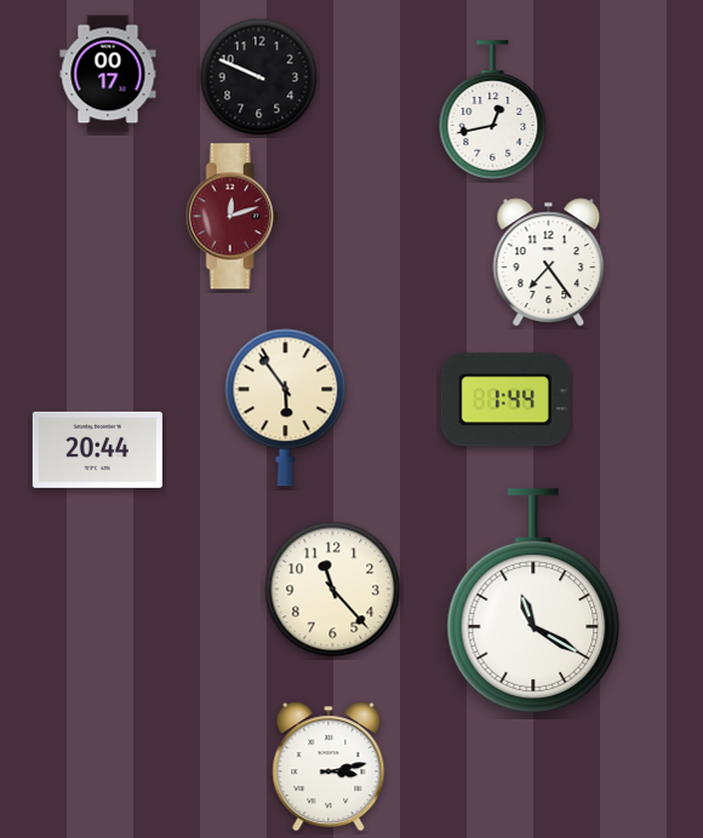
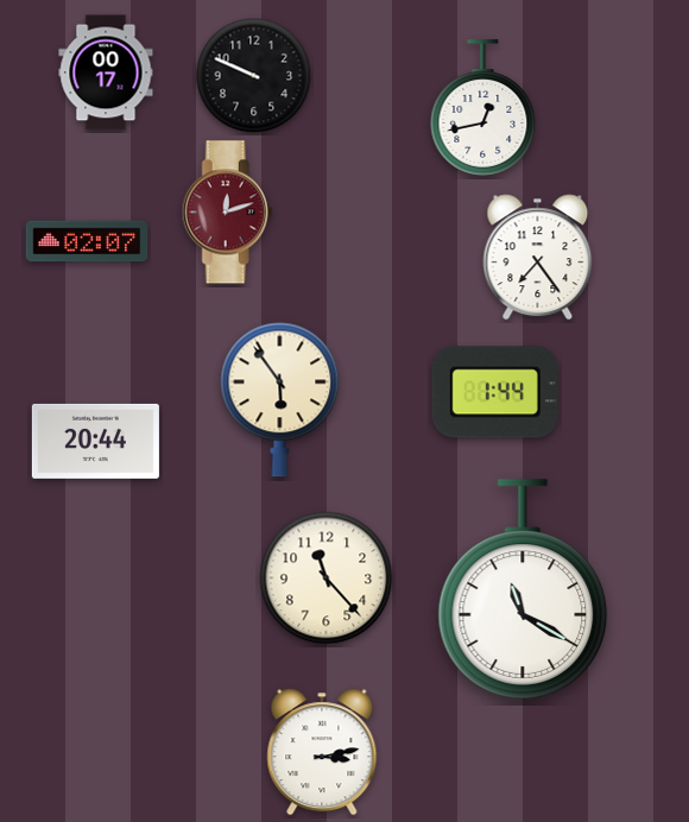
clock at (87, 241): none -> 02:07
